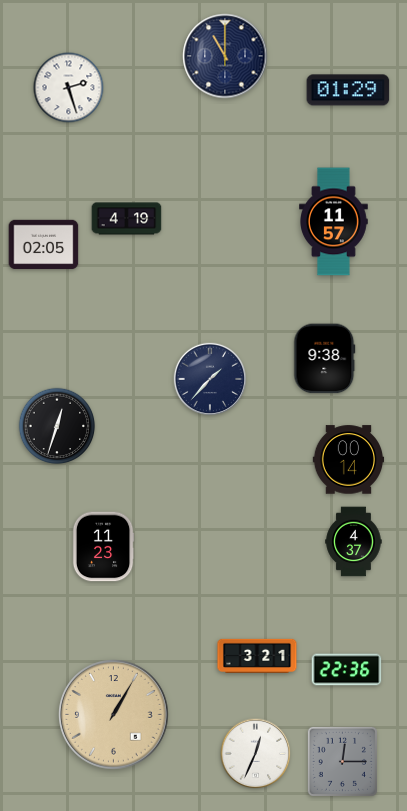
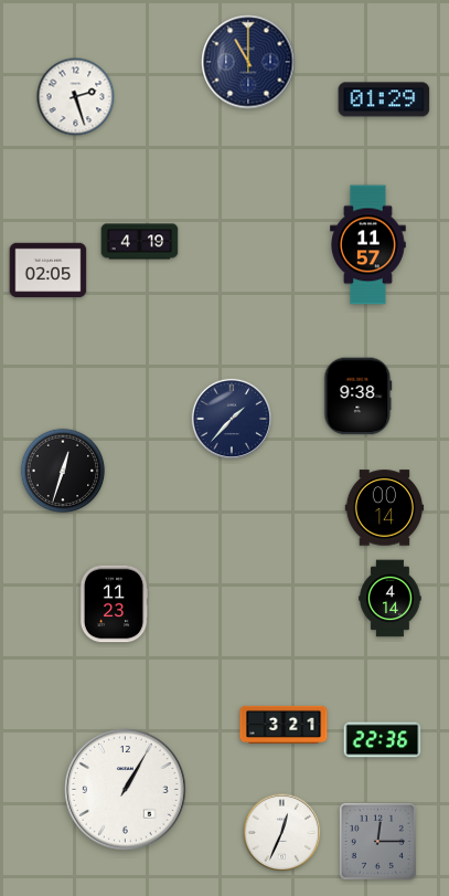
clock at (354, 542): 4:37 -> 4:14
clock at (114, 715) dial: champagne -> white
